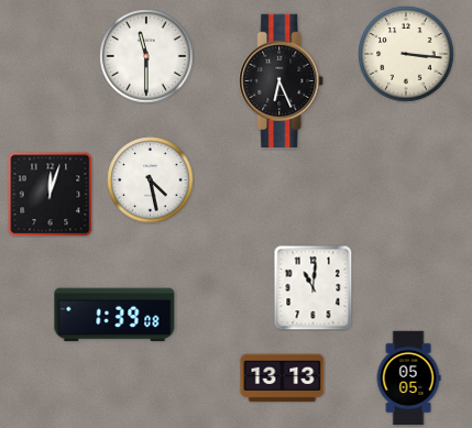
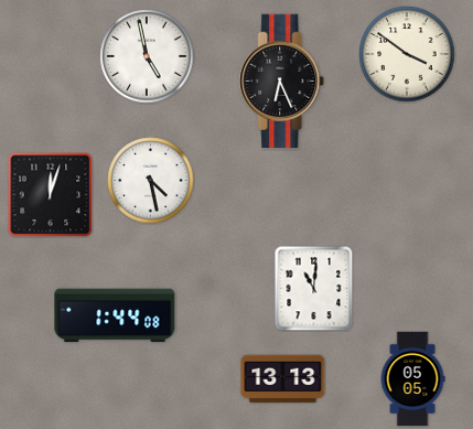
clock at (406, 54): 3:16 -> 3:51
clock at (146, 56): 11:30 -> 4:58
clock at (114, 315): 1:39 -> 1:44
clock at (408, 378) position: (408, 378) -> (412, 379)
